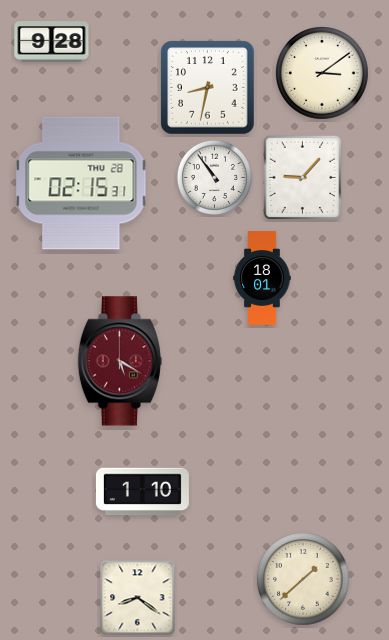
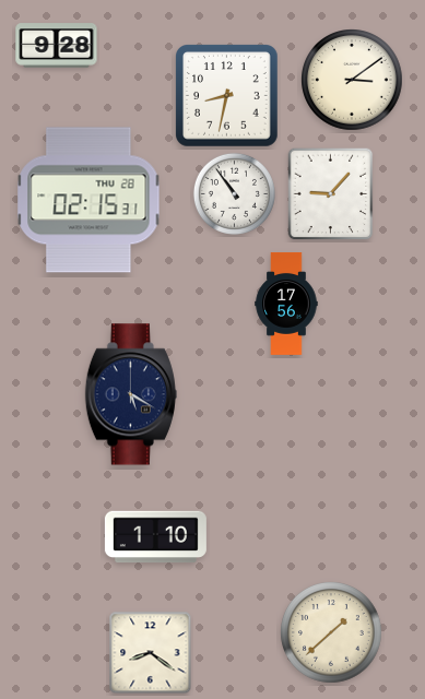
clock at (262, 279): 18:01 -> 17:56
clock at (120, 361) dial: burgundy -> navy
